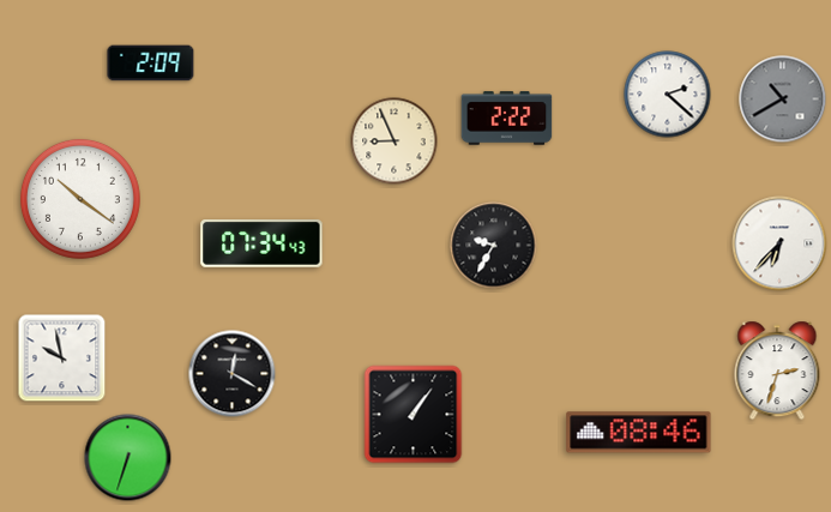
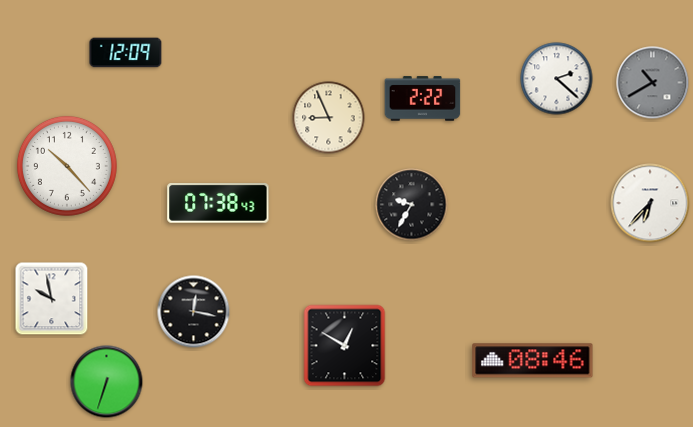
clock at (151, 64): 2:09 -> 12:09
clock at (80, 199): 10:21 -> 10:23
clock at (261, 245): 07:34 -> 07:38
clock at (777, 371): 2:33 -> none
clock at (233, 374): 12:20 -> 12:17
clock at (414, 415): 1:06 -> 12:50
